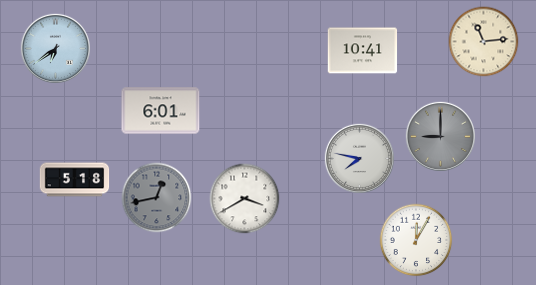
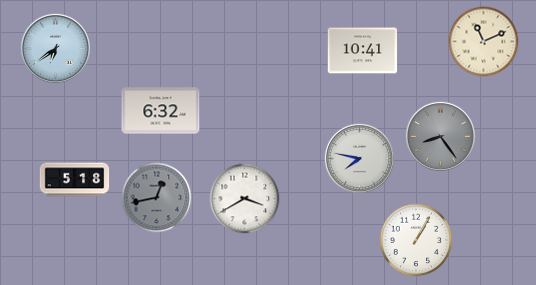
clock at (484, 42): 11:14 -> 11:11
clock at (161, 111): 6:01 -> 6:32
clock at (440, 136): 9:00 -> 8:24
clock at (416, 240): 12:05 -> 1:05
